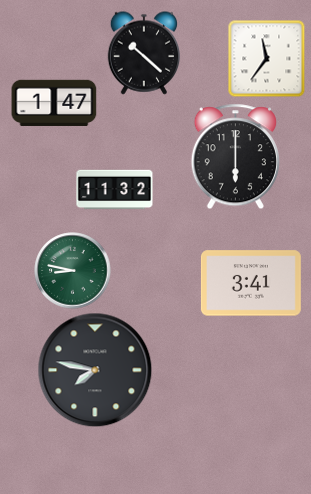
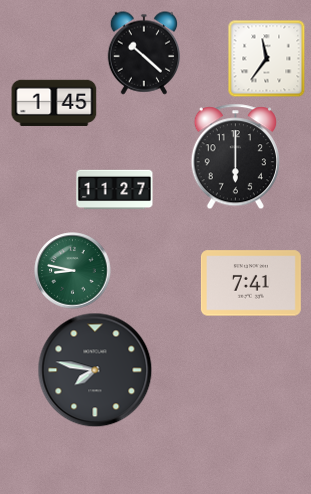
clock at (54, 102): 1:47 -> 1:45
clock at (115, 190): 11:32 -> 11:27
clock at (251, 283): 3:41 -> 7:41
